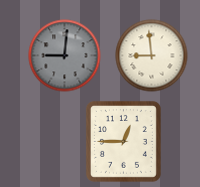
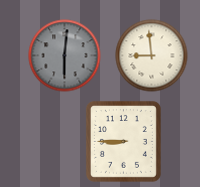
clock at (65, 56): 9:01 -> 6:01
clock at (123, 141): 12:45 -> 8:45
